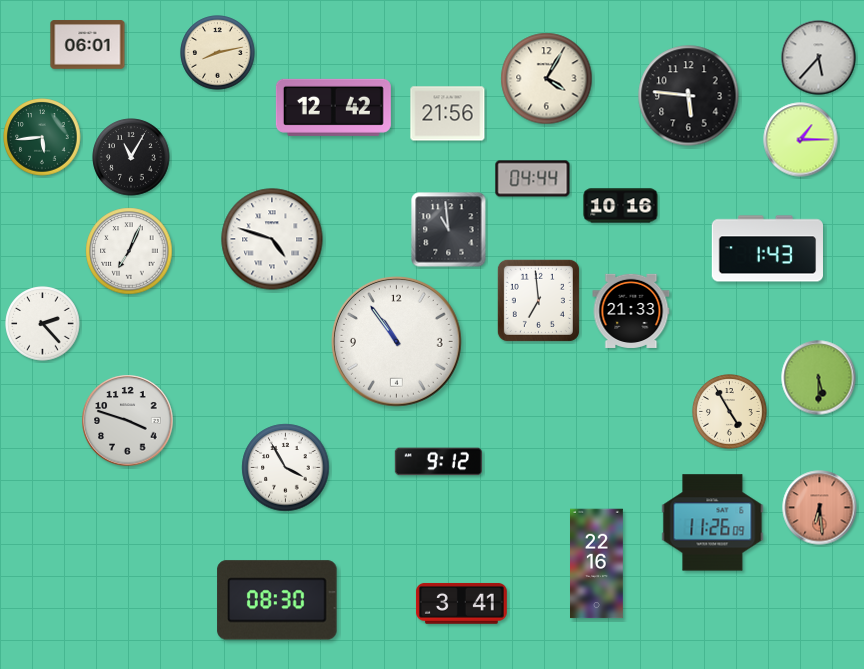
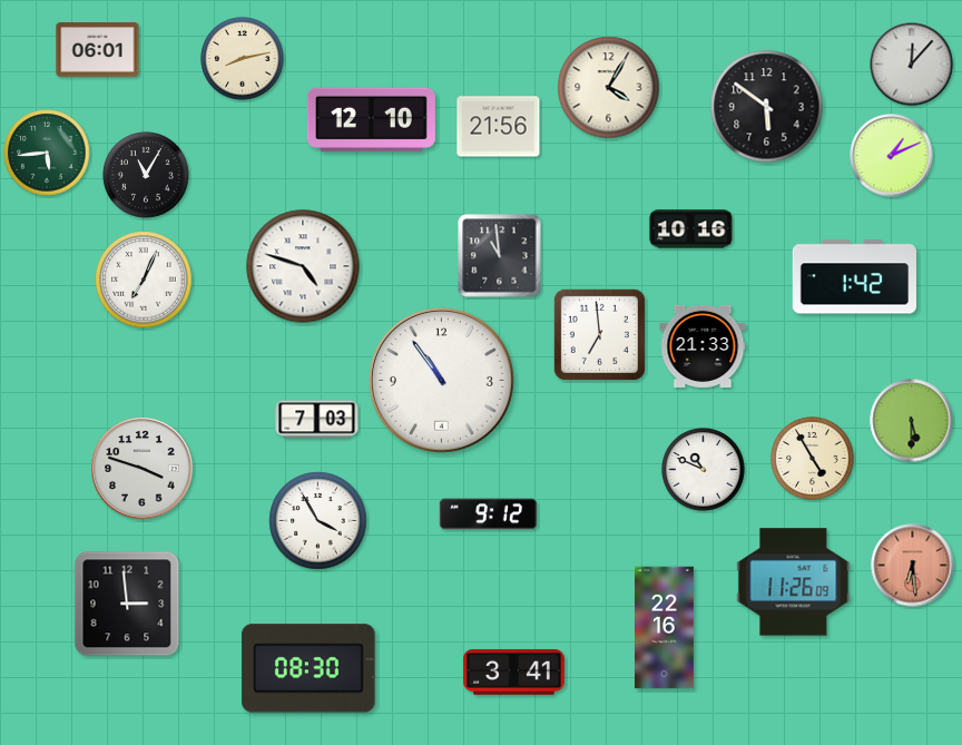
clock at (819, 58): 5:37 -> 12:07
clock at (689, 96): 5:46 -> 5:51
clock at (333, 107): 12:42 -> 12:10
clock at (801, 140): 1:15 -> 1:11
clock at (533, 179): 04:44 -> none
clock at (767, 249): 1:43 -> 1:42
clock at (43, 324): 2:23 -> none
clock at (317, 420): none -> 7:03
clock at (704, 470): none -> 10:49
clock at (127, 604): none -> 2:59
